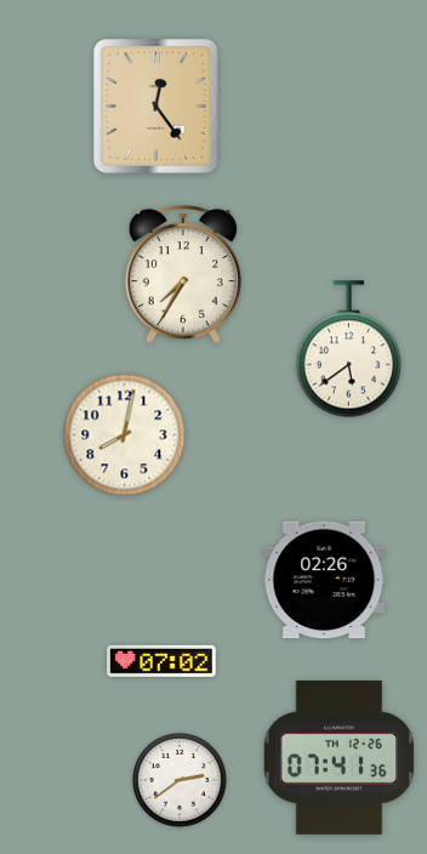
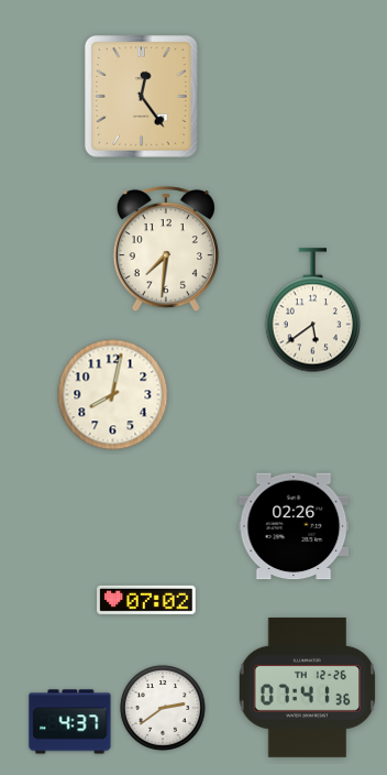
clock at (183, 274): 7:35 -> 7:31
clock at (348, 349) position: (348, 349) -> (312, 310)
clock at (70, 722): none -> 4:37
